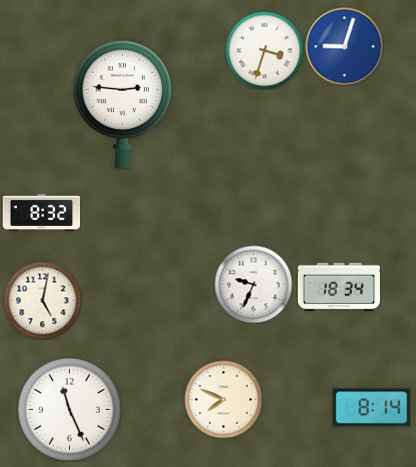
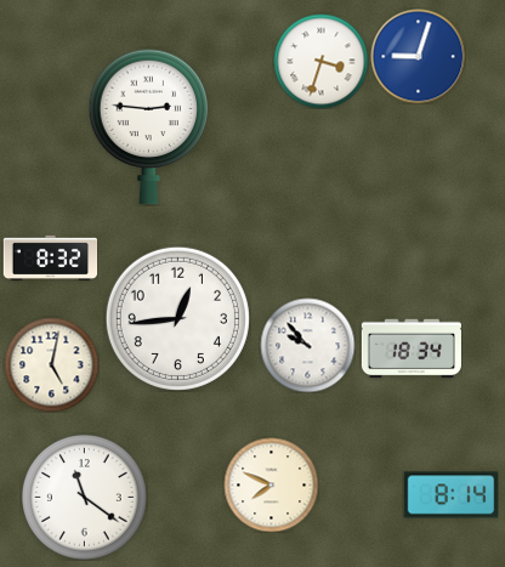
clock at (177, 318): none -> 12:44
clock at (253, 284): 9:34 -> 9:53
clock at (70, 410): 11:26 -> 11:21
